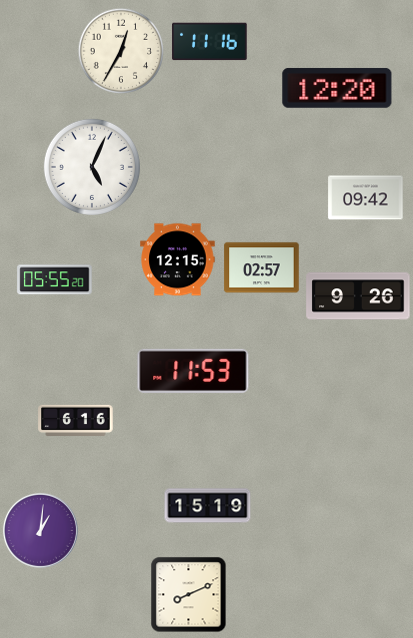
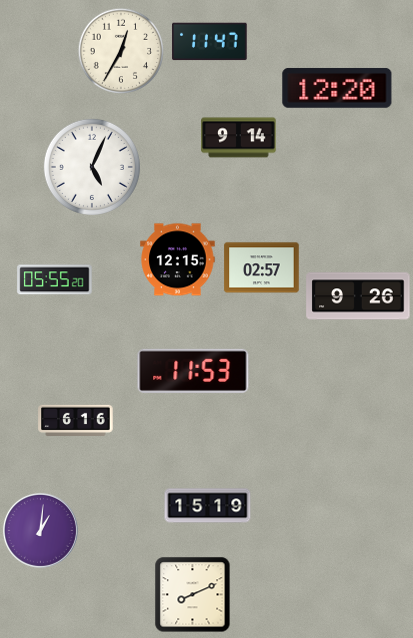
clock at (210, 42): 11:16 -> 11:47
clock at (239, 138): none -> 9:14
clock at (366, 198): 09:42 -> none
clock at (189, 595) position: (189, 595) -> (193, 595)
